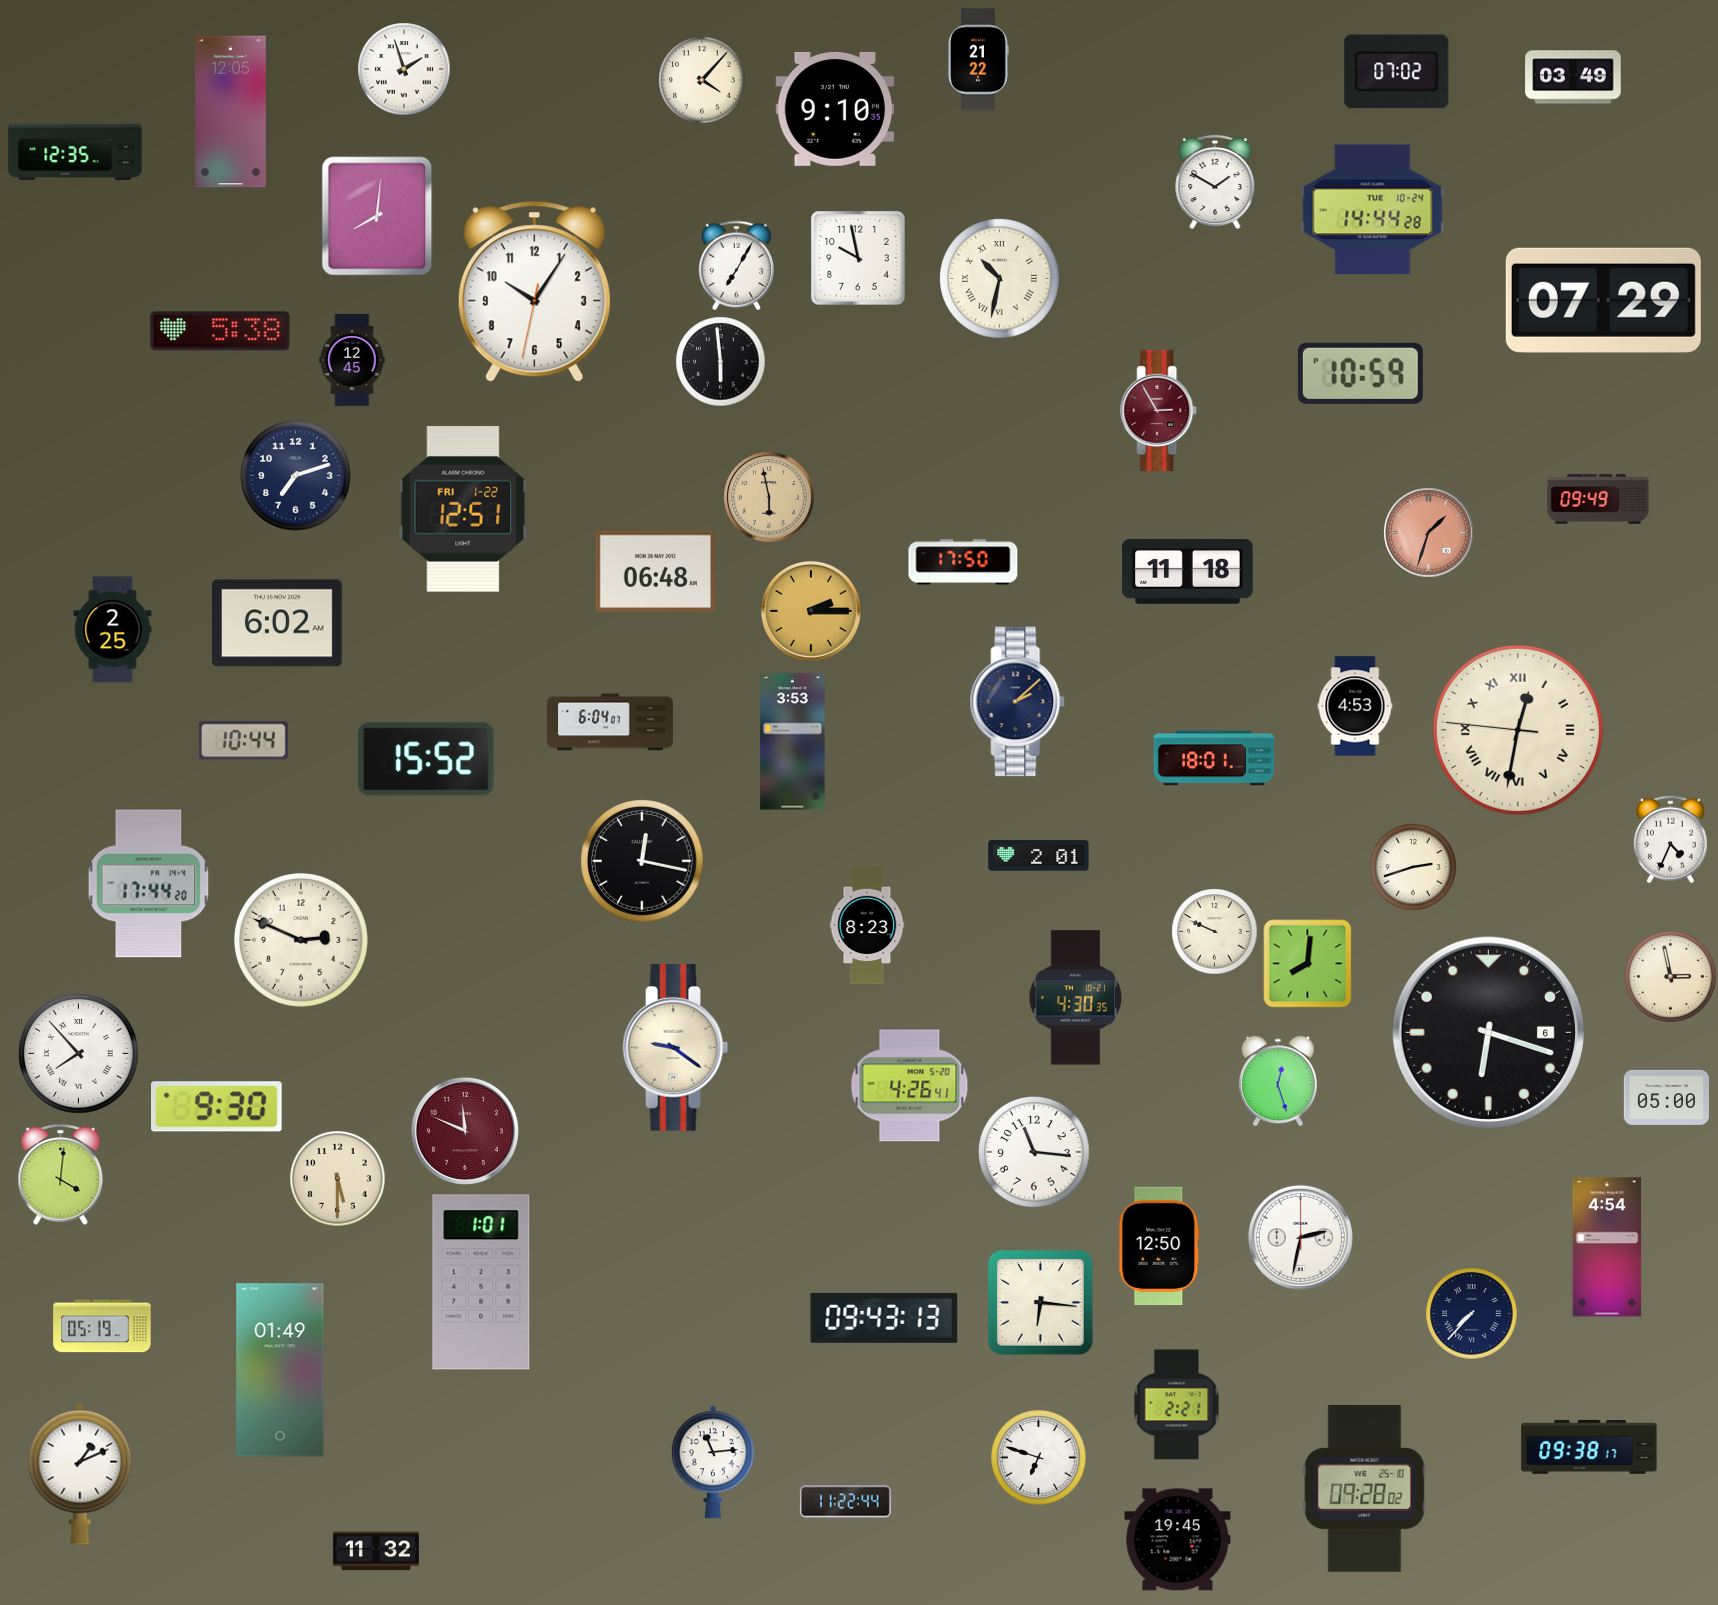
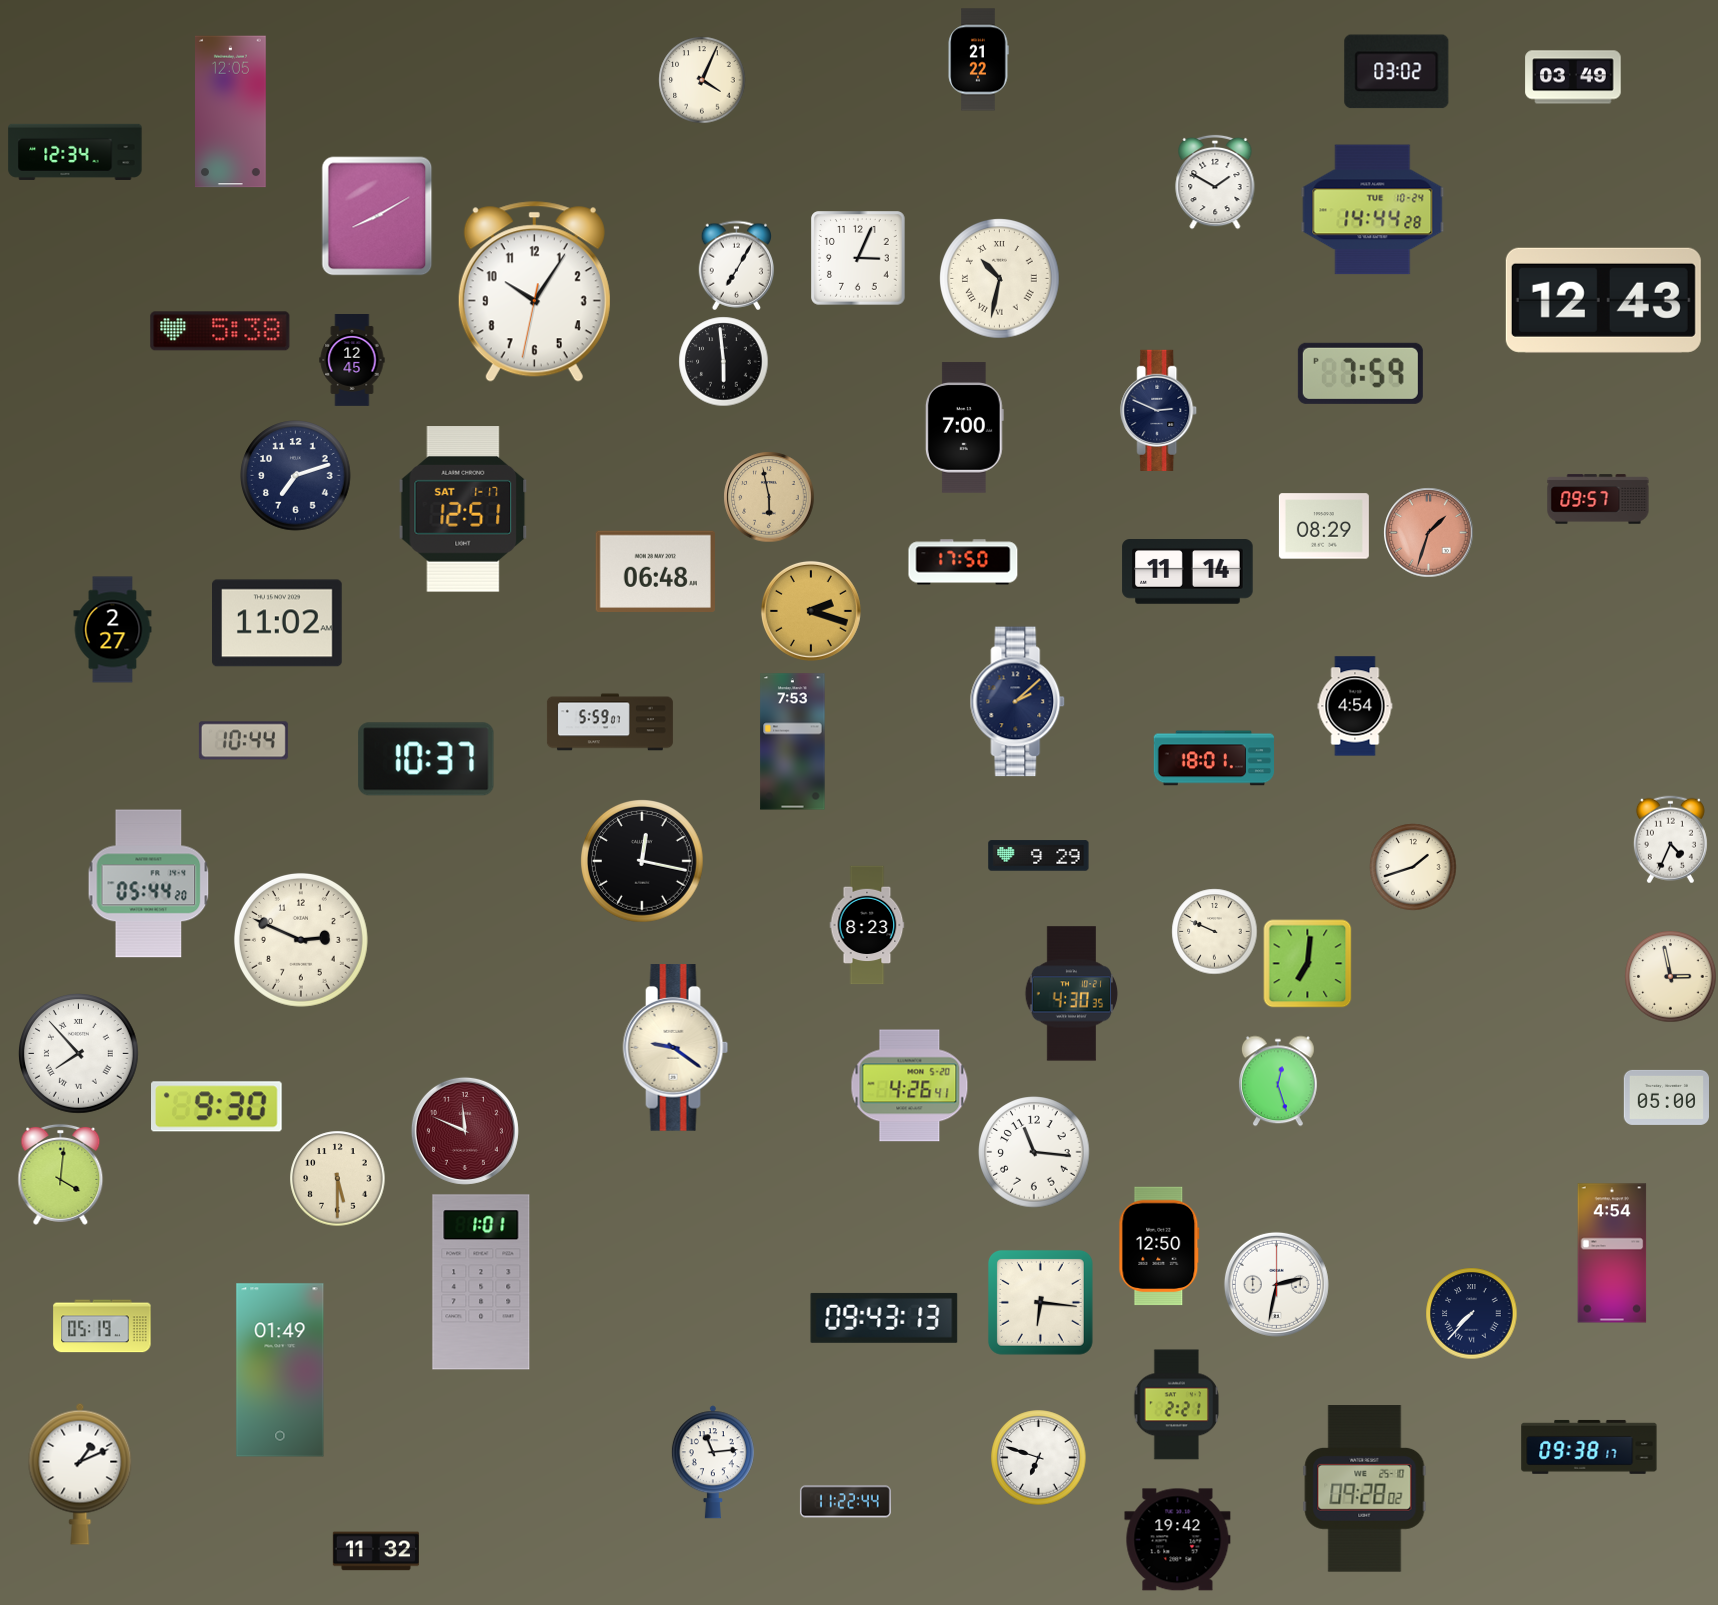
clock at (404, 69): 1:57 -> none
clock at (1397, 72): 07:02 -> 03:02
clock at (702, 80): 4:07 -> 4:04
clock at (835, 109): 9:10 -> none
clock at (75, 152): 12:35 -> 12:34
clock at (377, 216): 8:01 -> 8:10
clock at (858, 258): 9:58 -> 3:04
clock at (1603, 300): 07:29 -> 12:43
clock at (721, 362) position: (721, 362) -> (724, 362)
clock at (1360, 373): 10:59 -> 7:59
clock at (1159, 410): 2:55 -> 2:49
clock at (1159, 410) dial: burgundy -> navy
clock at (964, 428): none -> 7:00
clock at (1598, 499): 09:49 -> 09:57
clock at (463, 510) date: FRI 1-22 -> SAT 1-17
clock at (1324, 526): none -> 08:29
clock at (1188, 572): 11:18 -> 11:14
clock at (811, 611): 2:15 -> 2:18
clock at (278, 623): 6:02 -> 11:02
clock at (113, 630): 2:25 -> 2:27
clock at (1355, 706): 4:53 -> 4:54
clock at (610, 722): 6:04 -> 5:59
clock at (1518, 730): 12:31 -> none
clock at (793, 742): 3:53 -> 7:53
clock at (426, 759): 15:52 -> 10:37
clock at (1039, 856): 2:01 -> 9:29
clock at (1413, 867): 2:42 -> 1:42
clock at (149, 884): 17:44 -> 05:44
clock at (1308, 964): 8:01 -> 7:01
clock at (1076, 998) position: (1076, 998) -> (1072, 994)
clock at (1488, 1032): 6:18 -> none
clock at (1300, 1237) position: (1300, 1237) -> (1276, 1284)
clock at (1607, 1247) position: (1607, 1247) -> (1612, 1253)
clock at (1178, 1540): 19:45 -> 19:42
